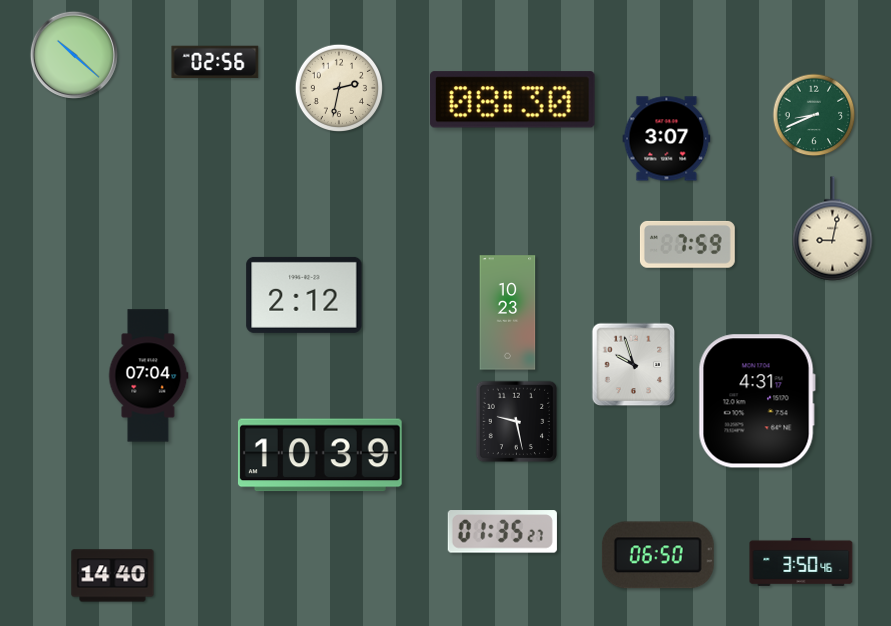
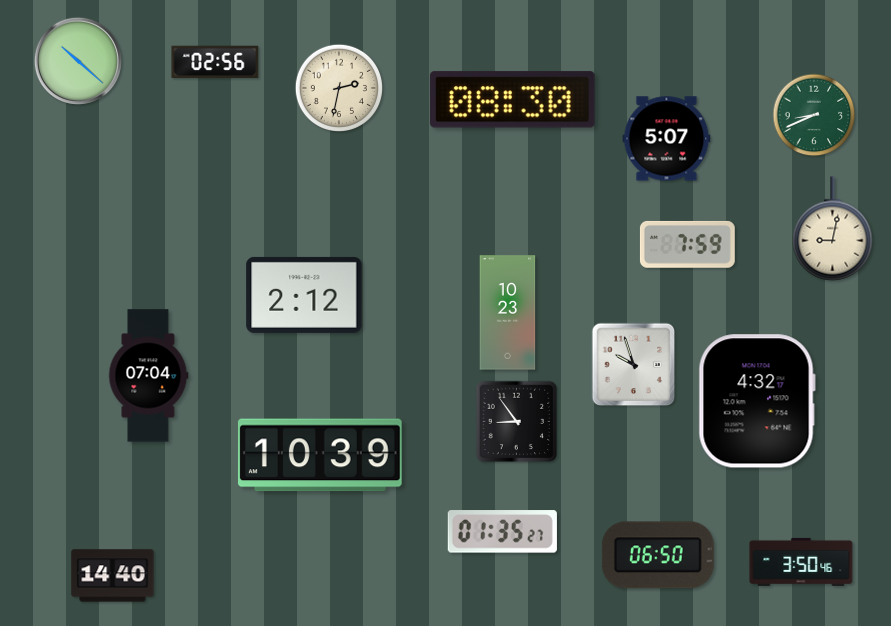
clock at (74, 55) position: (74, 55) -> (78, 61)
clock at (667, 139): 3:07 -> 5:07
clock at (757, 401): 4:31 -> 4:32
clock at (517, 422): 9:28 -> 8:54
